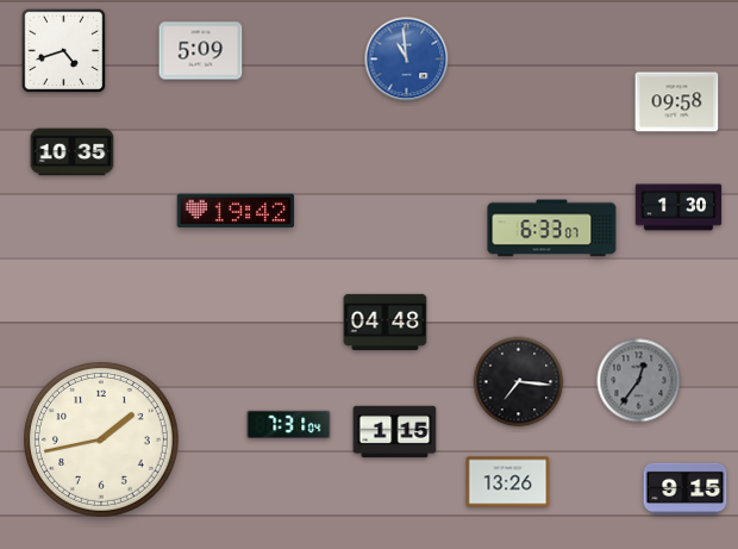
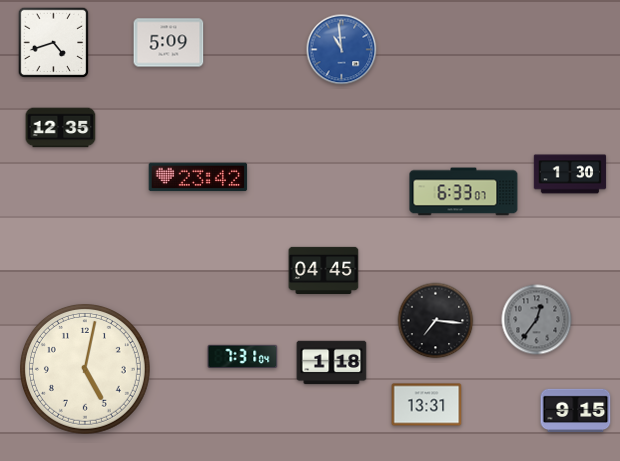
clock at (677, 102): 09:58 -> none
clock at (73, 152): 10:35 -> 12:35
clock at (236, 211): 19:42 -> 23:42
clock at (386, 322): 04:48 -> 04:45
clock at (395, 432): 1:15 -> 1:18
clock at (101, 439): 1:43 -> 5:02
clock at (508, 482): 13:26 -> 13:31
